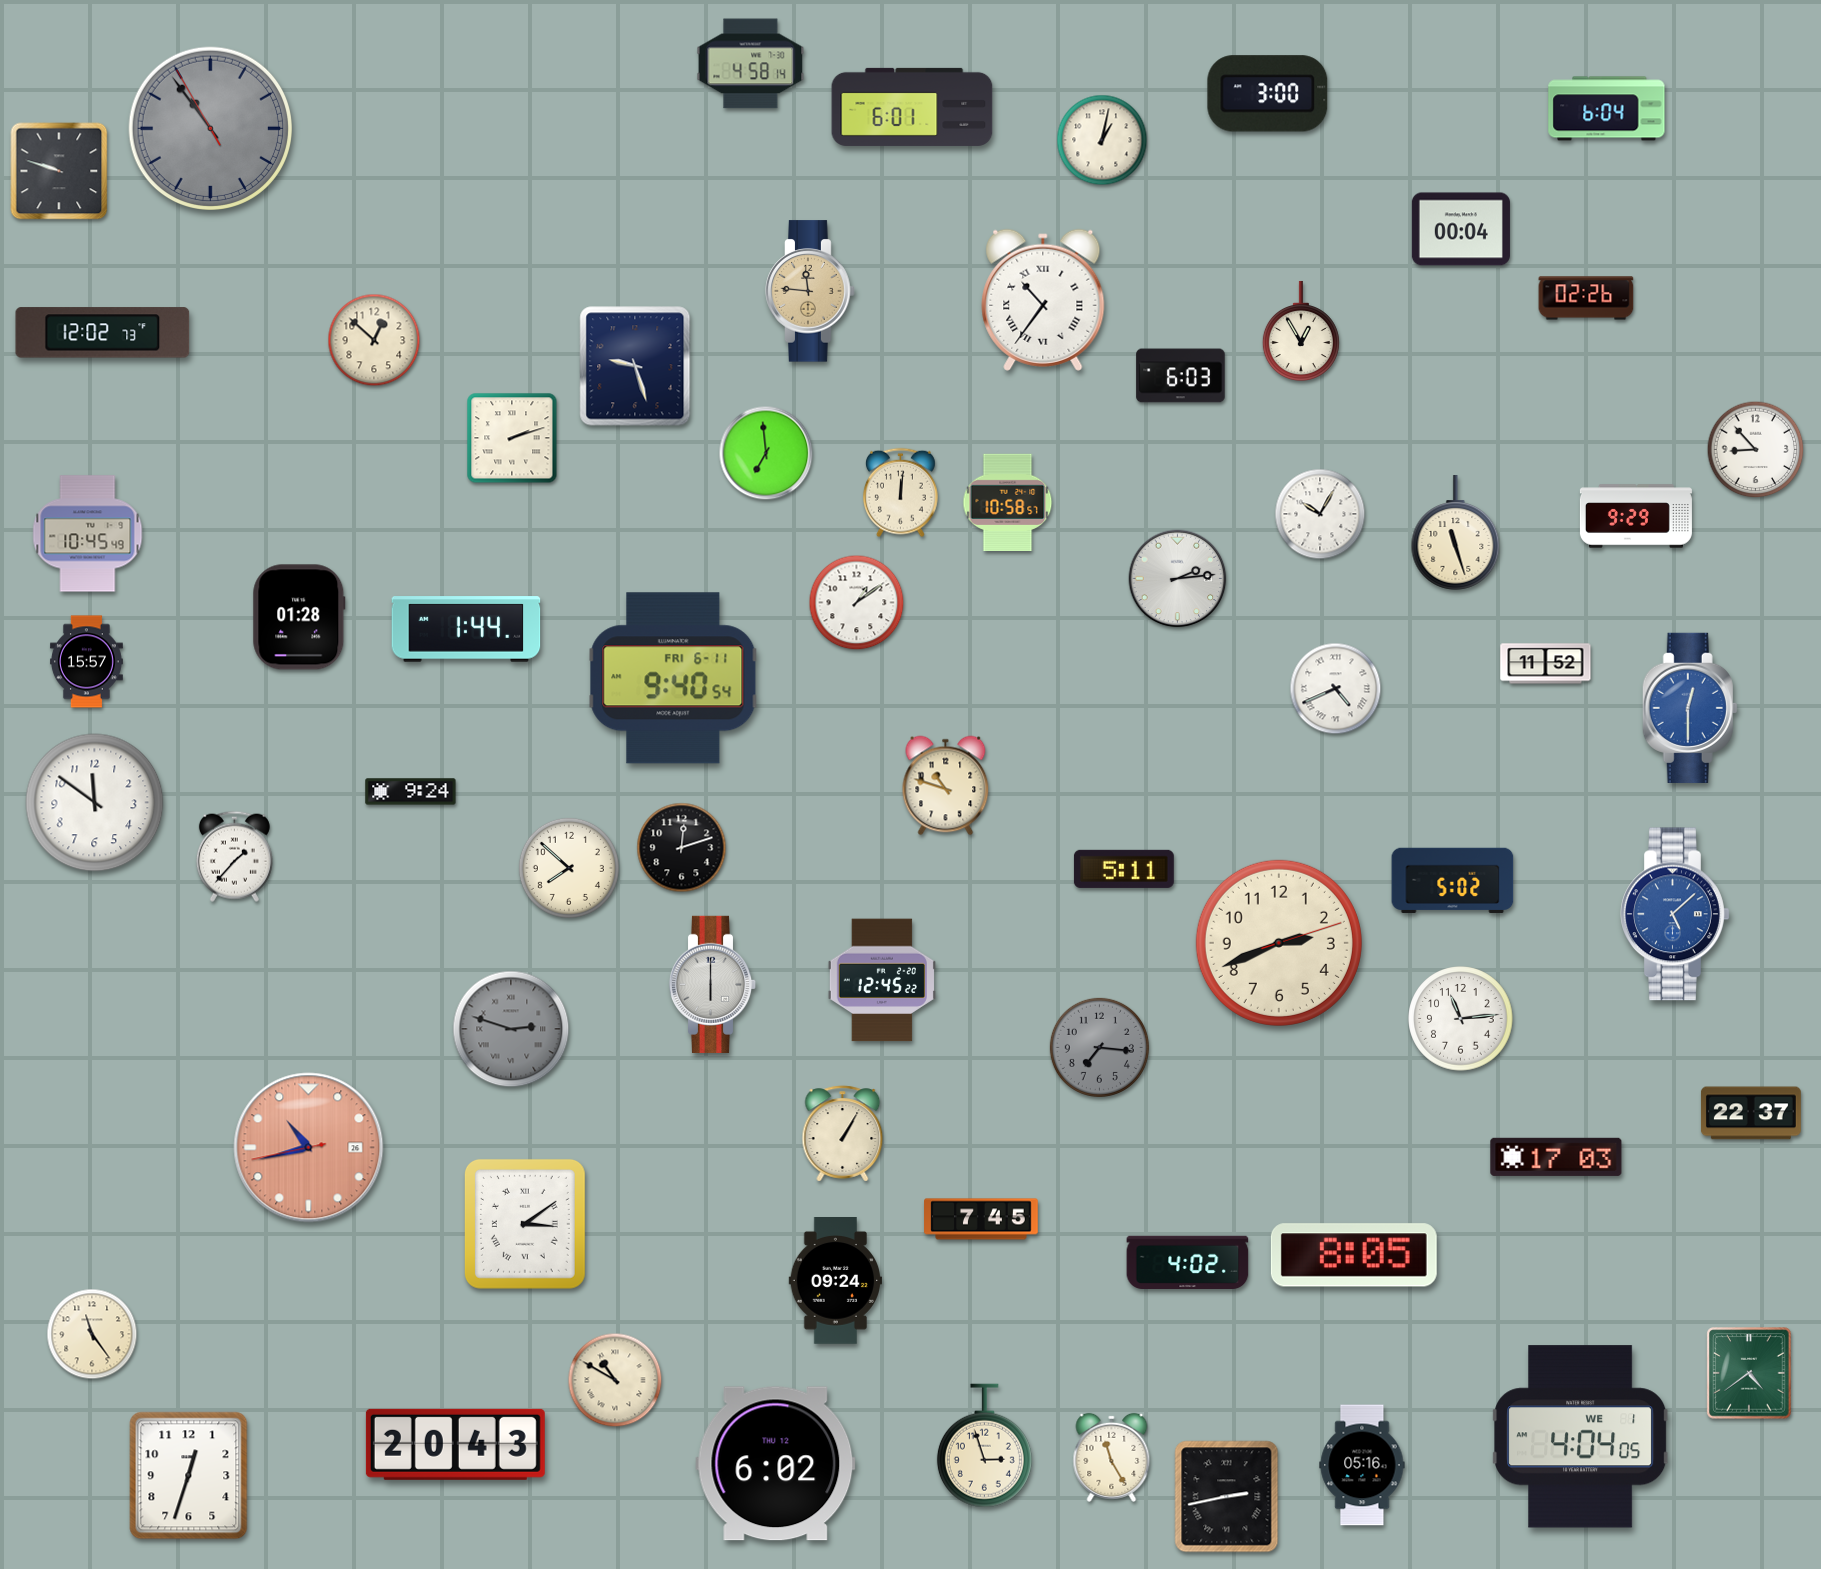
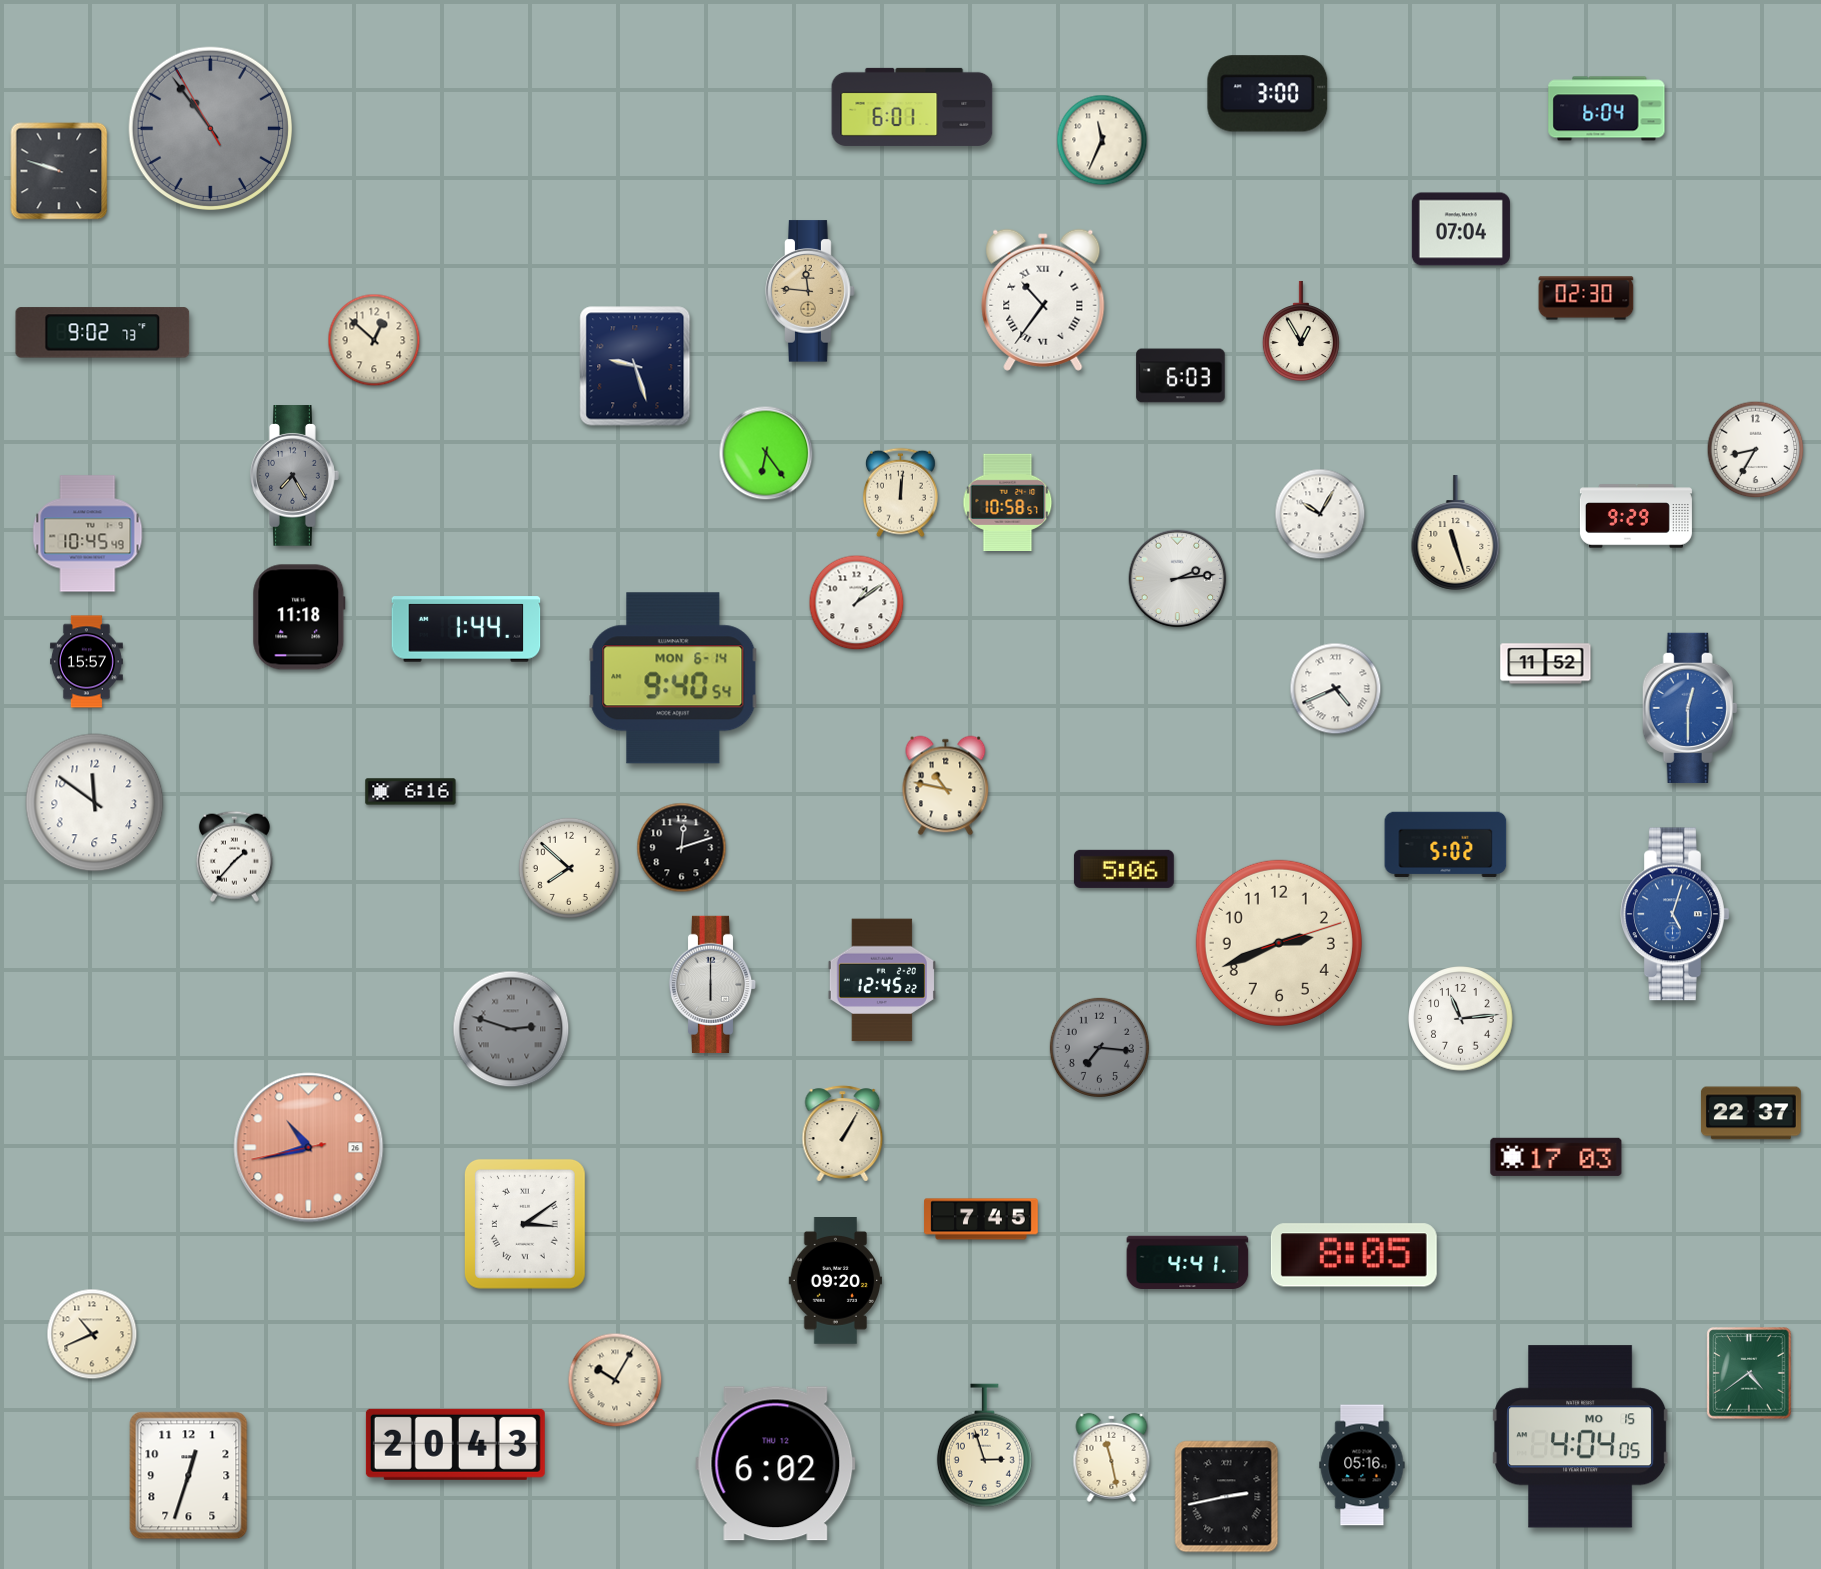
clock at (751, 64): 4:58 -> none
clock at (1102, 140): 1:02 -> 11:34
clock at (1461, 229): 00:04 -> 07:04
clock at (1586, 298): 02:26 -> 02:30
clock at (103, 333): 12:02 -> 9:02
clock at (512, 438): 2:12 -> none
clock at (1756, 450): 8:53 -> 8:35
clock at (766, 453): 6:59 -> 6:24
clock at (295, 476): none -> 7:25
clock at (299, 617): 01:28 -> 11:18
clock at (673, 678) date: FRI 6-11 -> MON 6-14
clock at (946, 786): 10:48 -> 10:47
clock at (411, 792): 9:24 -> 6:16
clock at (1124, 869): 5:11 -> 5:06
clock at (1453, 880) position: (1453, 880) -> (1446, 844)
clock at (1675, 914): 5:08 -> 5:03
clock at (1188, 1262): 4:02 -> 4:41
clock at (835, 1281): 09:24 -> 09:20
clock at (92, 1334): 11:24 -> 10:41
clock at (615, 1380): 10:50 -> 10:05
clock at (1581, 1437) date: WE 1 -> MO 15
clock at (1112, 1457): 11:25 -> 11:28
